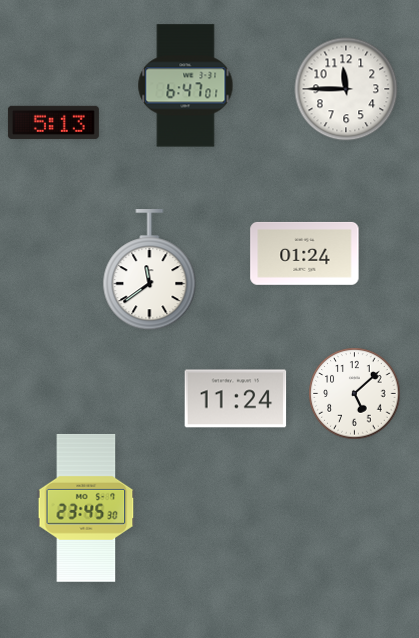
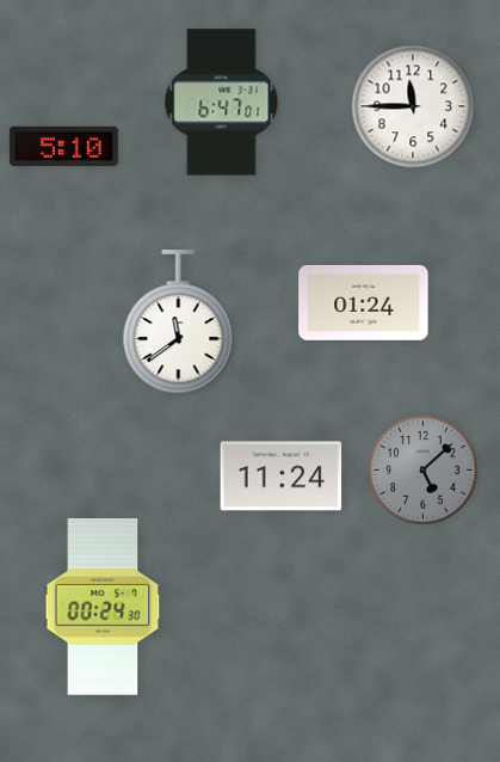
clock at (53, 122): 5:13 -> 5:10
clock at (355, 394) dial: white -> grey
clock at (86, 508): 23:45 -> 00:24
